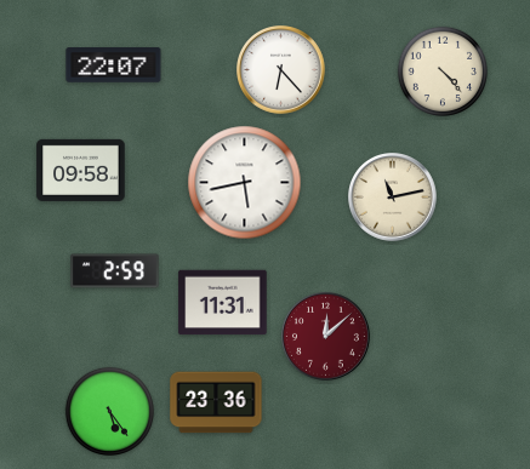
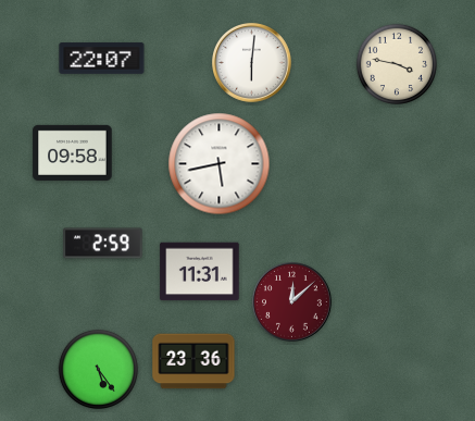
clock at (281, 70): 6:23 -> 6:01
clock at (441, 70): 4:23 -> 3:47
clock at (393, 198): 11:13 -> none
